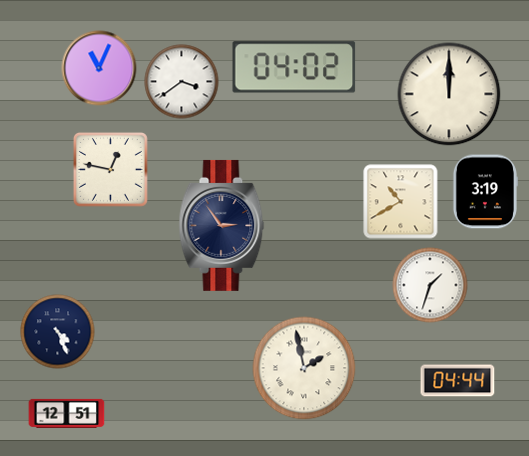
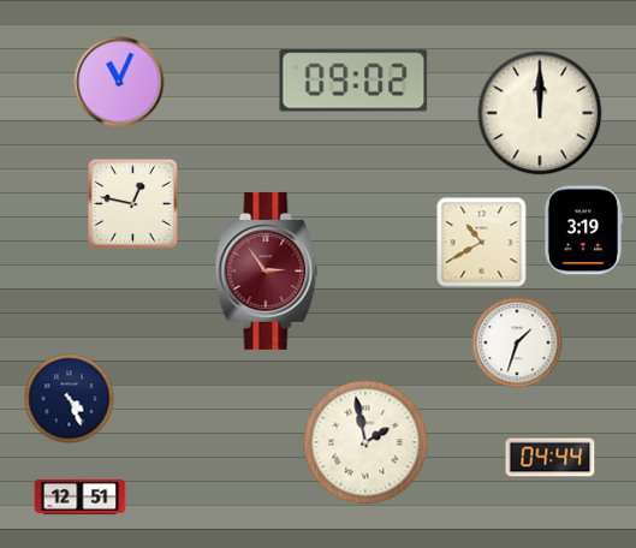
clock at (294, 67): 04:02 -> 09:02
clock at (182, 82): 3:39 -> none
clock at (222, 225) dial: navy -> burgundy
